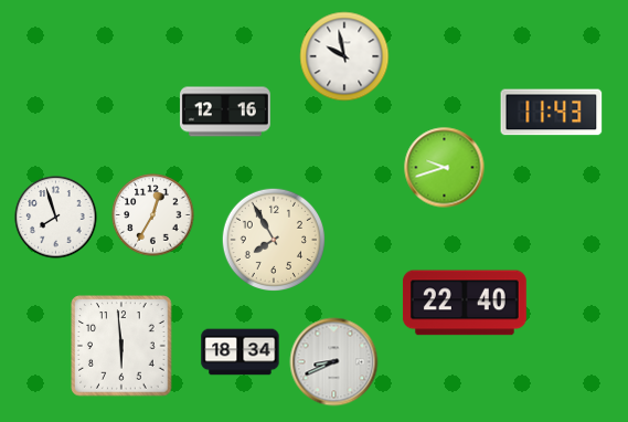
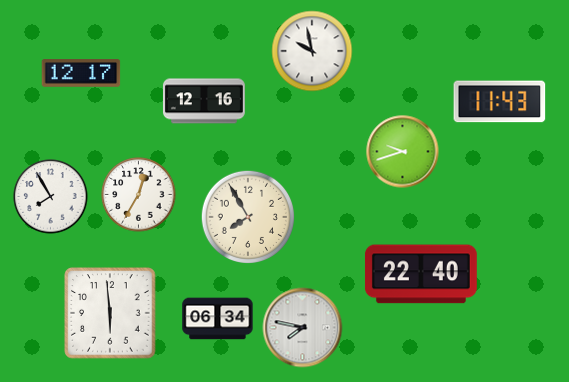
clock at (81, 73): none -> 12:17
clock at (56, 218): 7:57 -> 7:55
clock at (241, 352): 18:34 -> 06:34
clock at (334, 362): 8:41 -> 7:47
